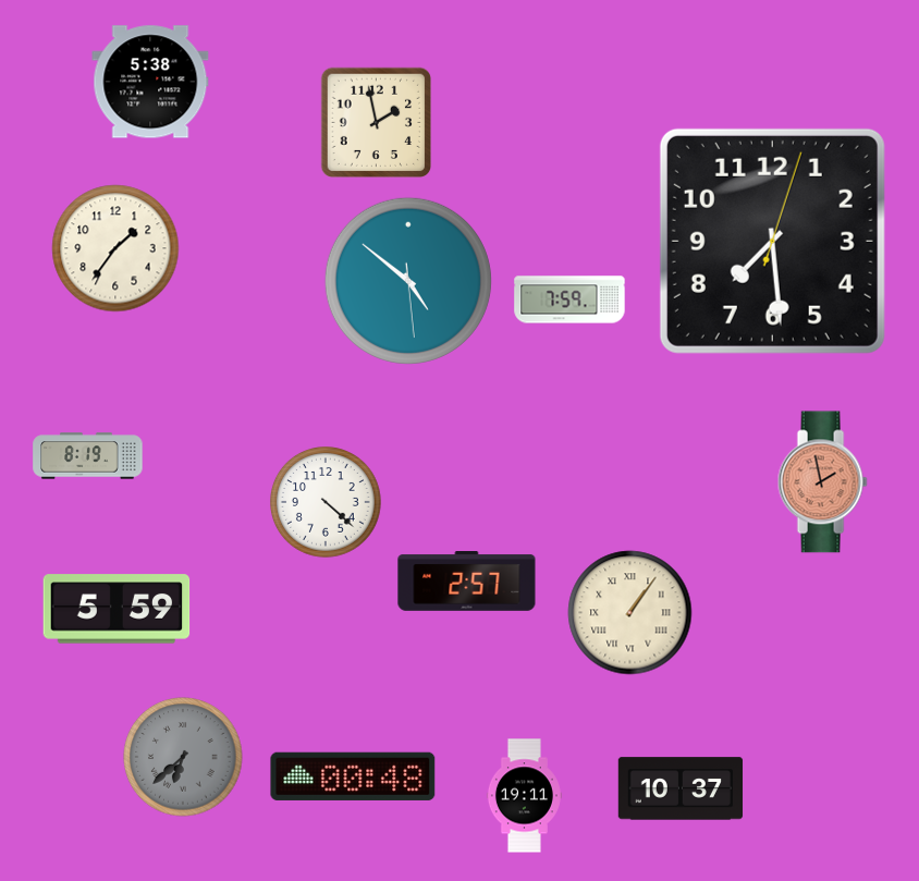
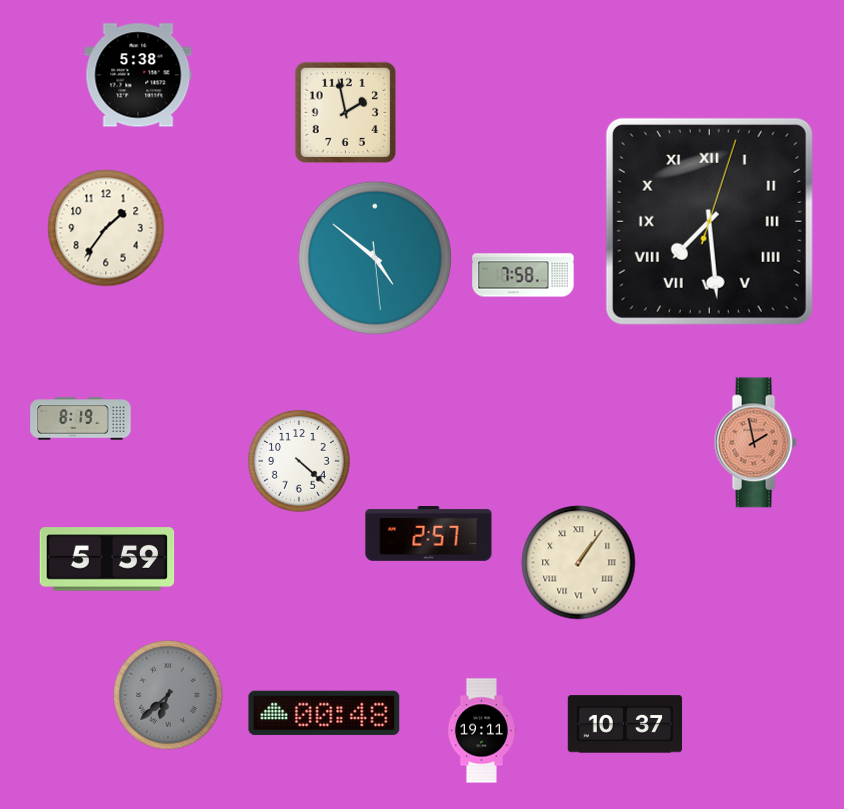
clock at (772, 241) numerals: Arabic -> Roman
clock at (569, 299): 7:59 -> 7:58
